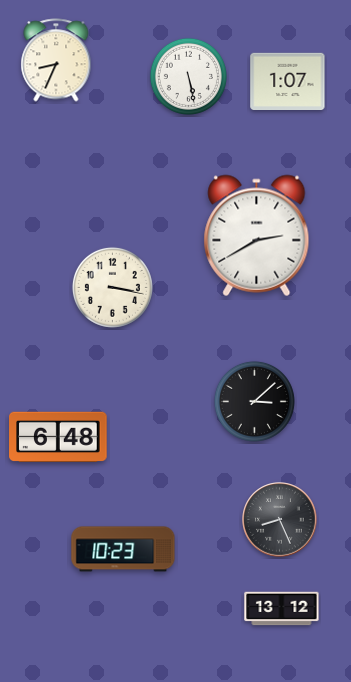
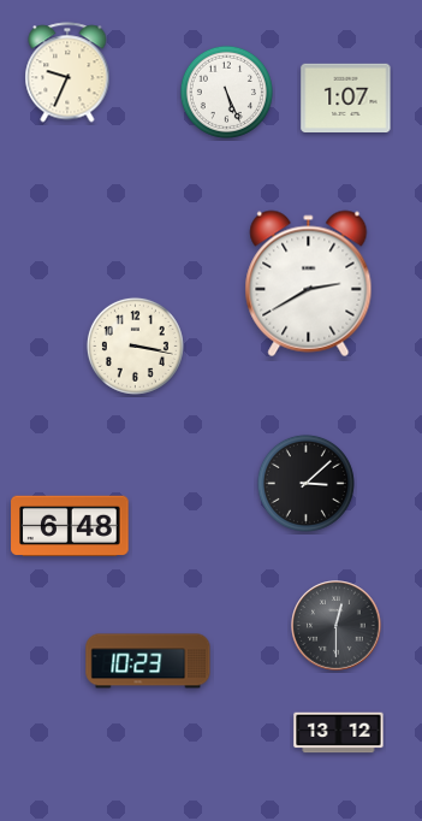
clock at (56, 60): 8:34 -> 9:34
clock at (188, 76): 5:28 -> 5:26
clock at (280, 520): 8:26 -> 12:30
